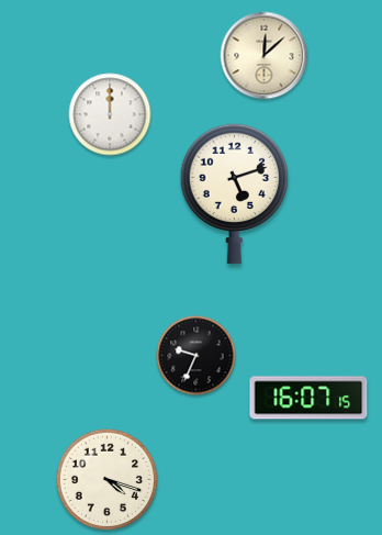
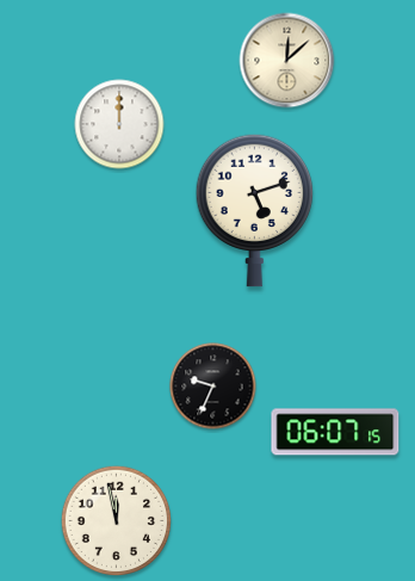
clock at (308, 398): 16:07 -> 06:07
clock at (108, 480): 4:18 -> 11:58
